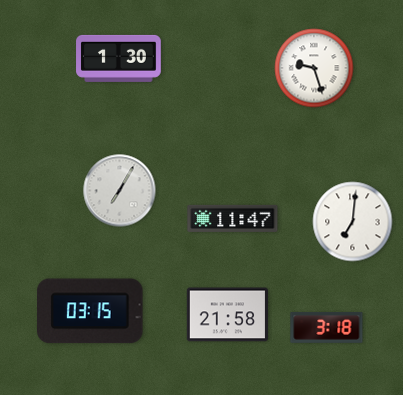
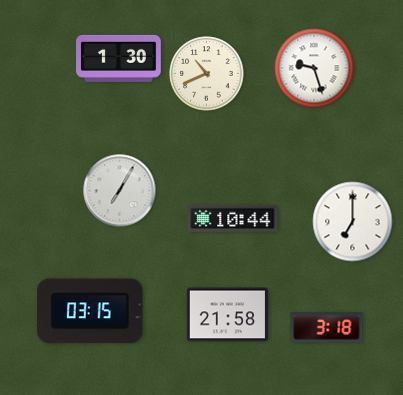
clock at (207, 74): none -> 10:41
clock at (233, 218): 11:47 -> 10:44
clock at (353, 222): 7:01 -> 7:00
